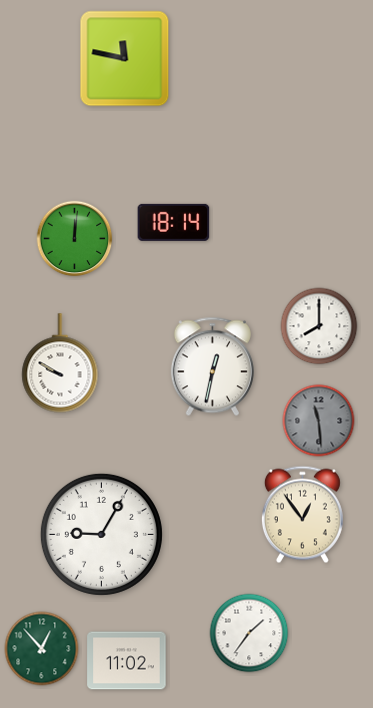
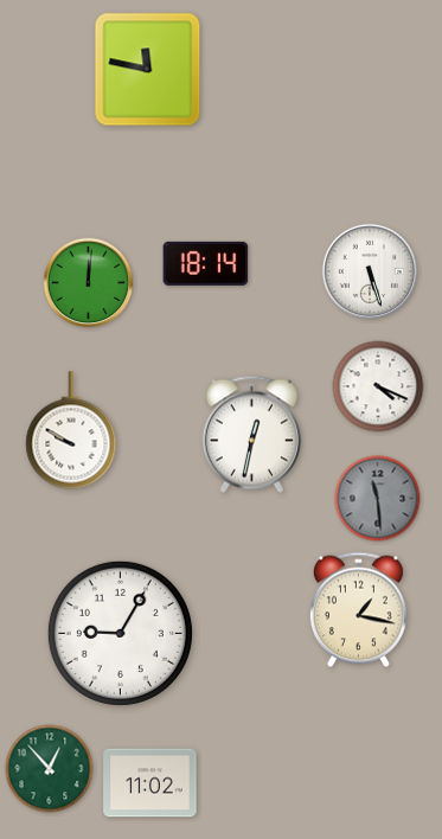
clock at (370, 271): none -> 5:27
clock at (319, 326): 8:00 -> 4:19
clock at (302, 515): 12:54 -> 1:17
clock at (249, 633): 1:36 -> none
